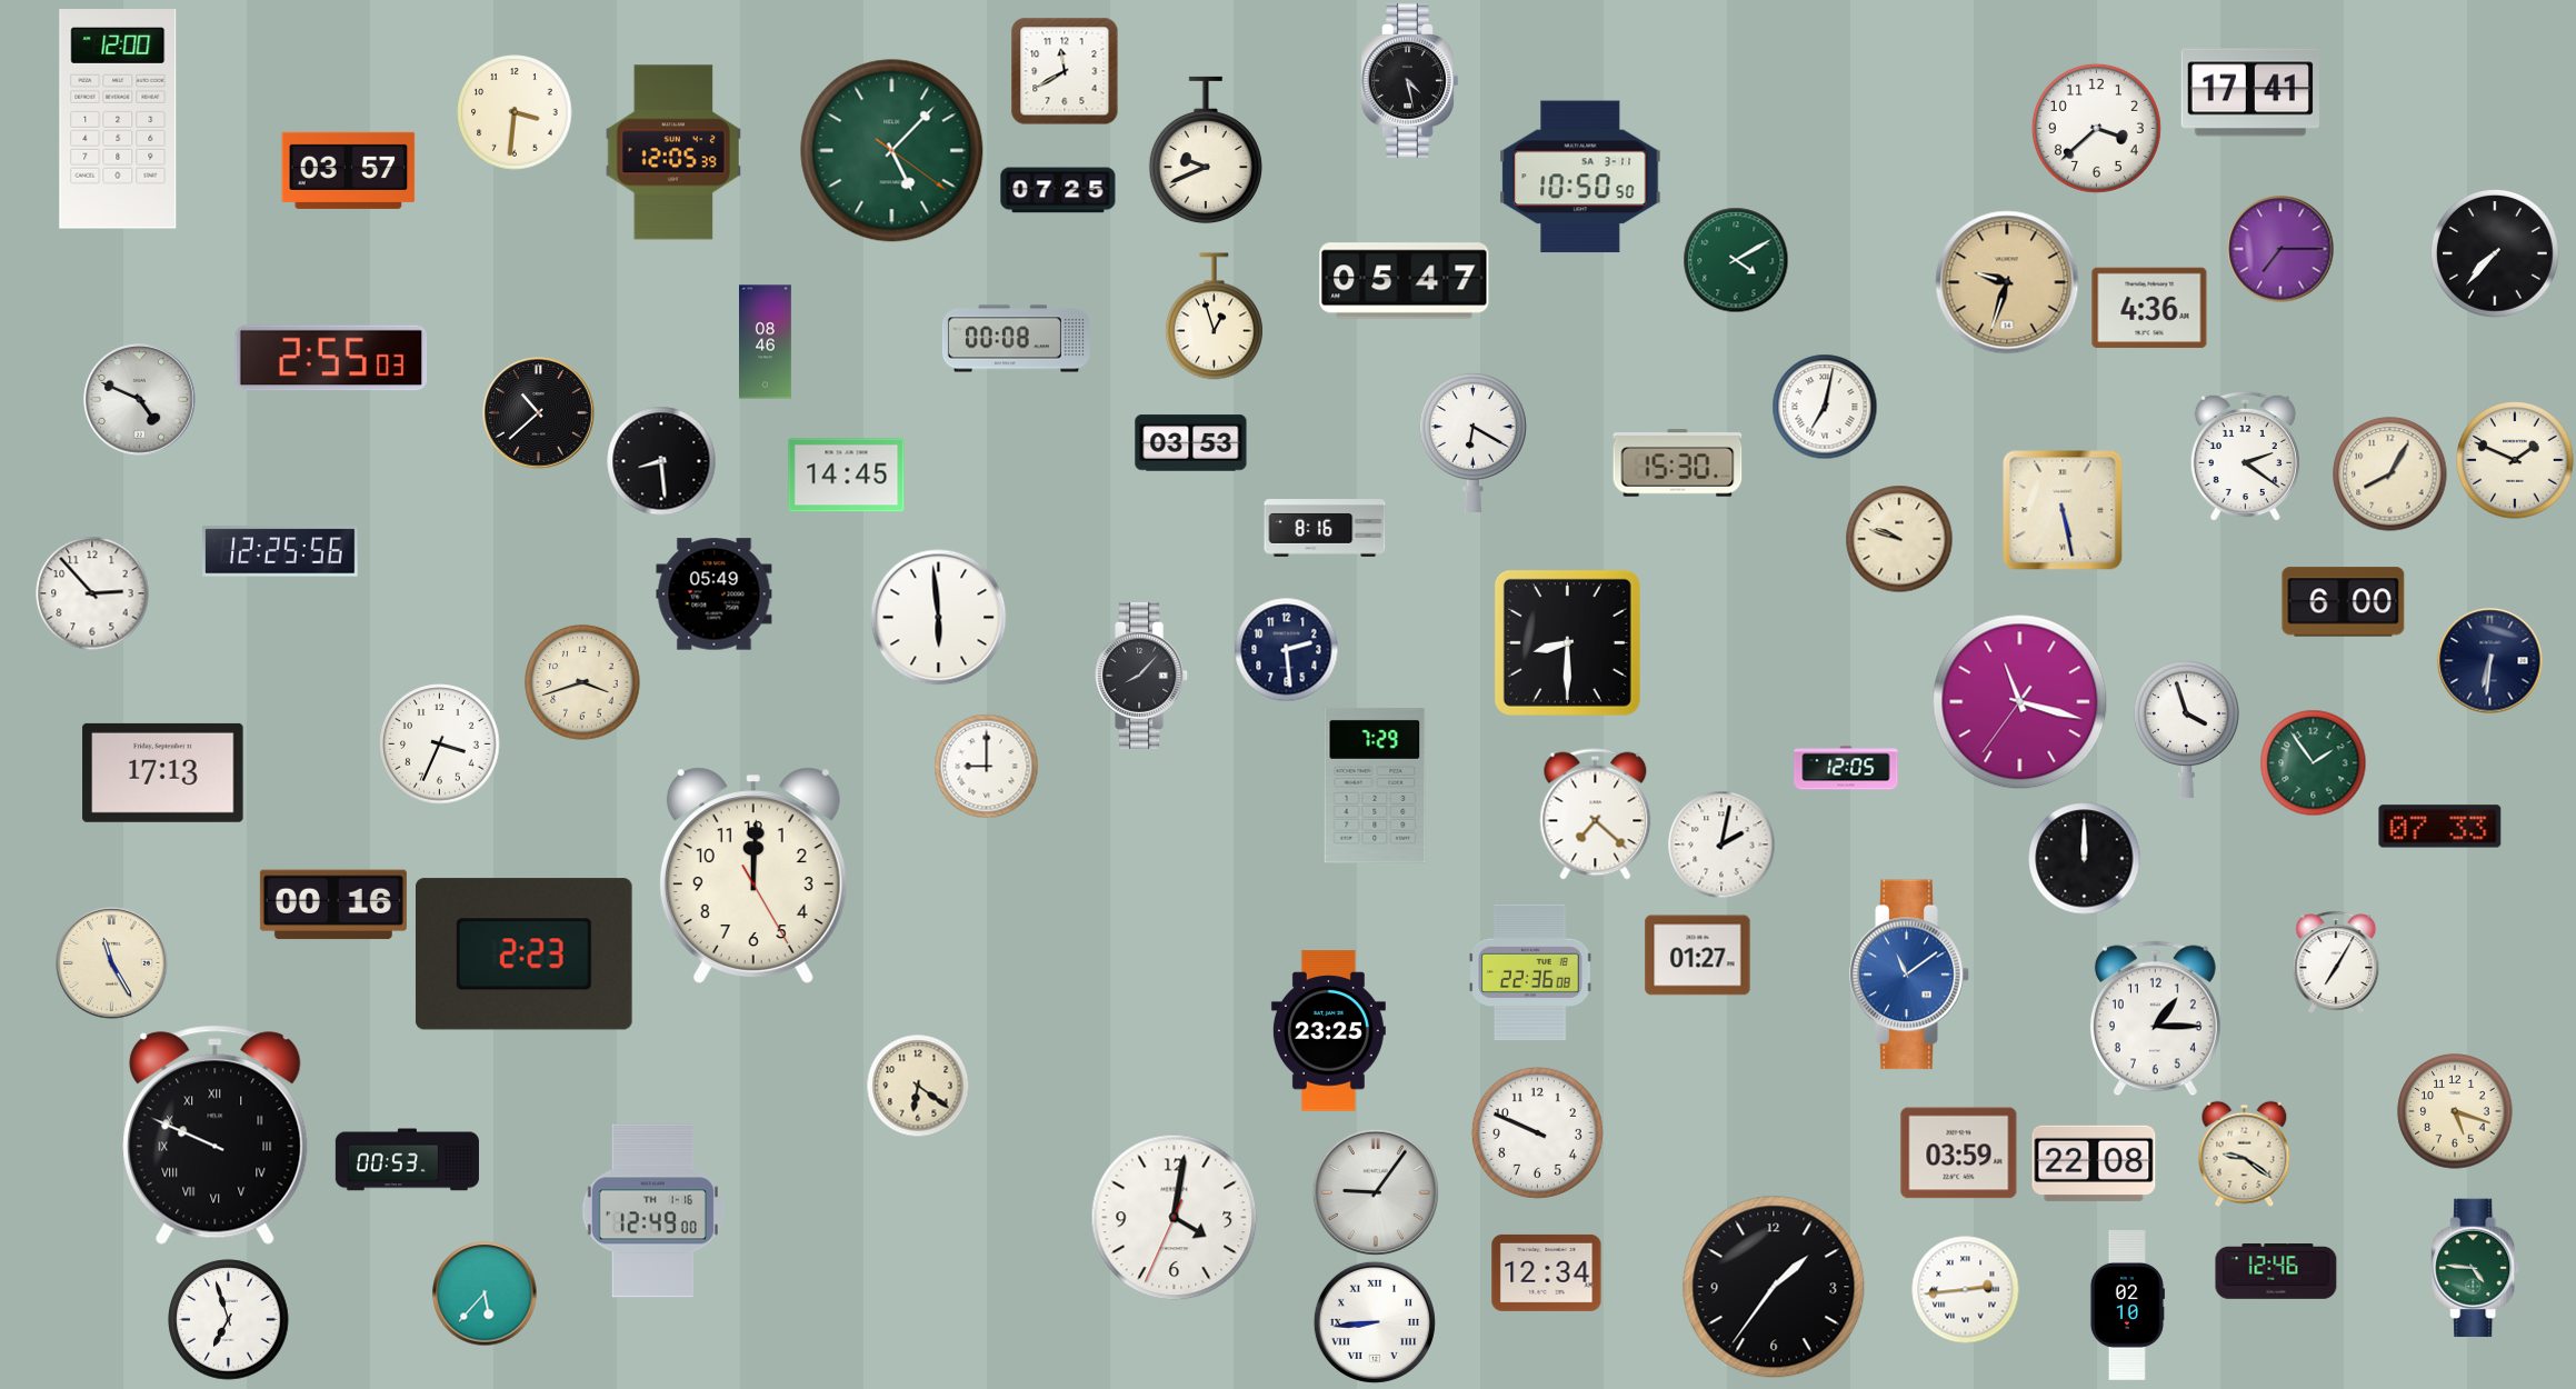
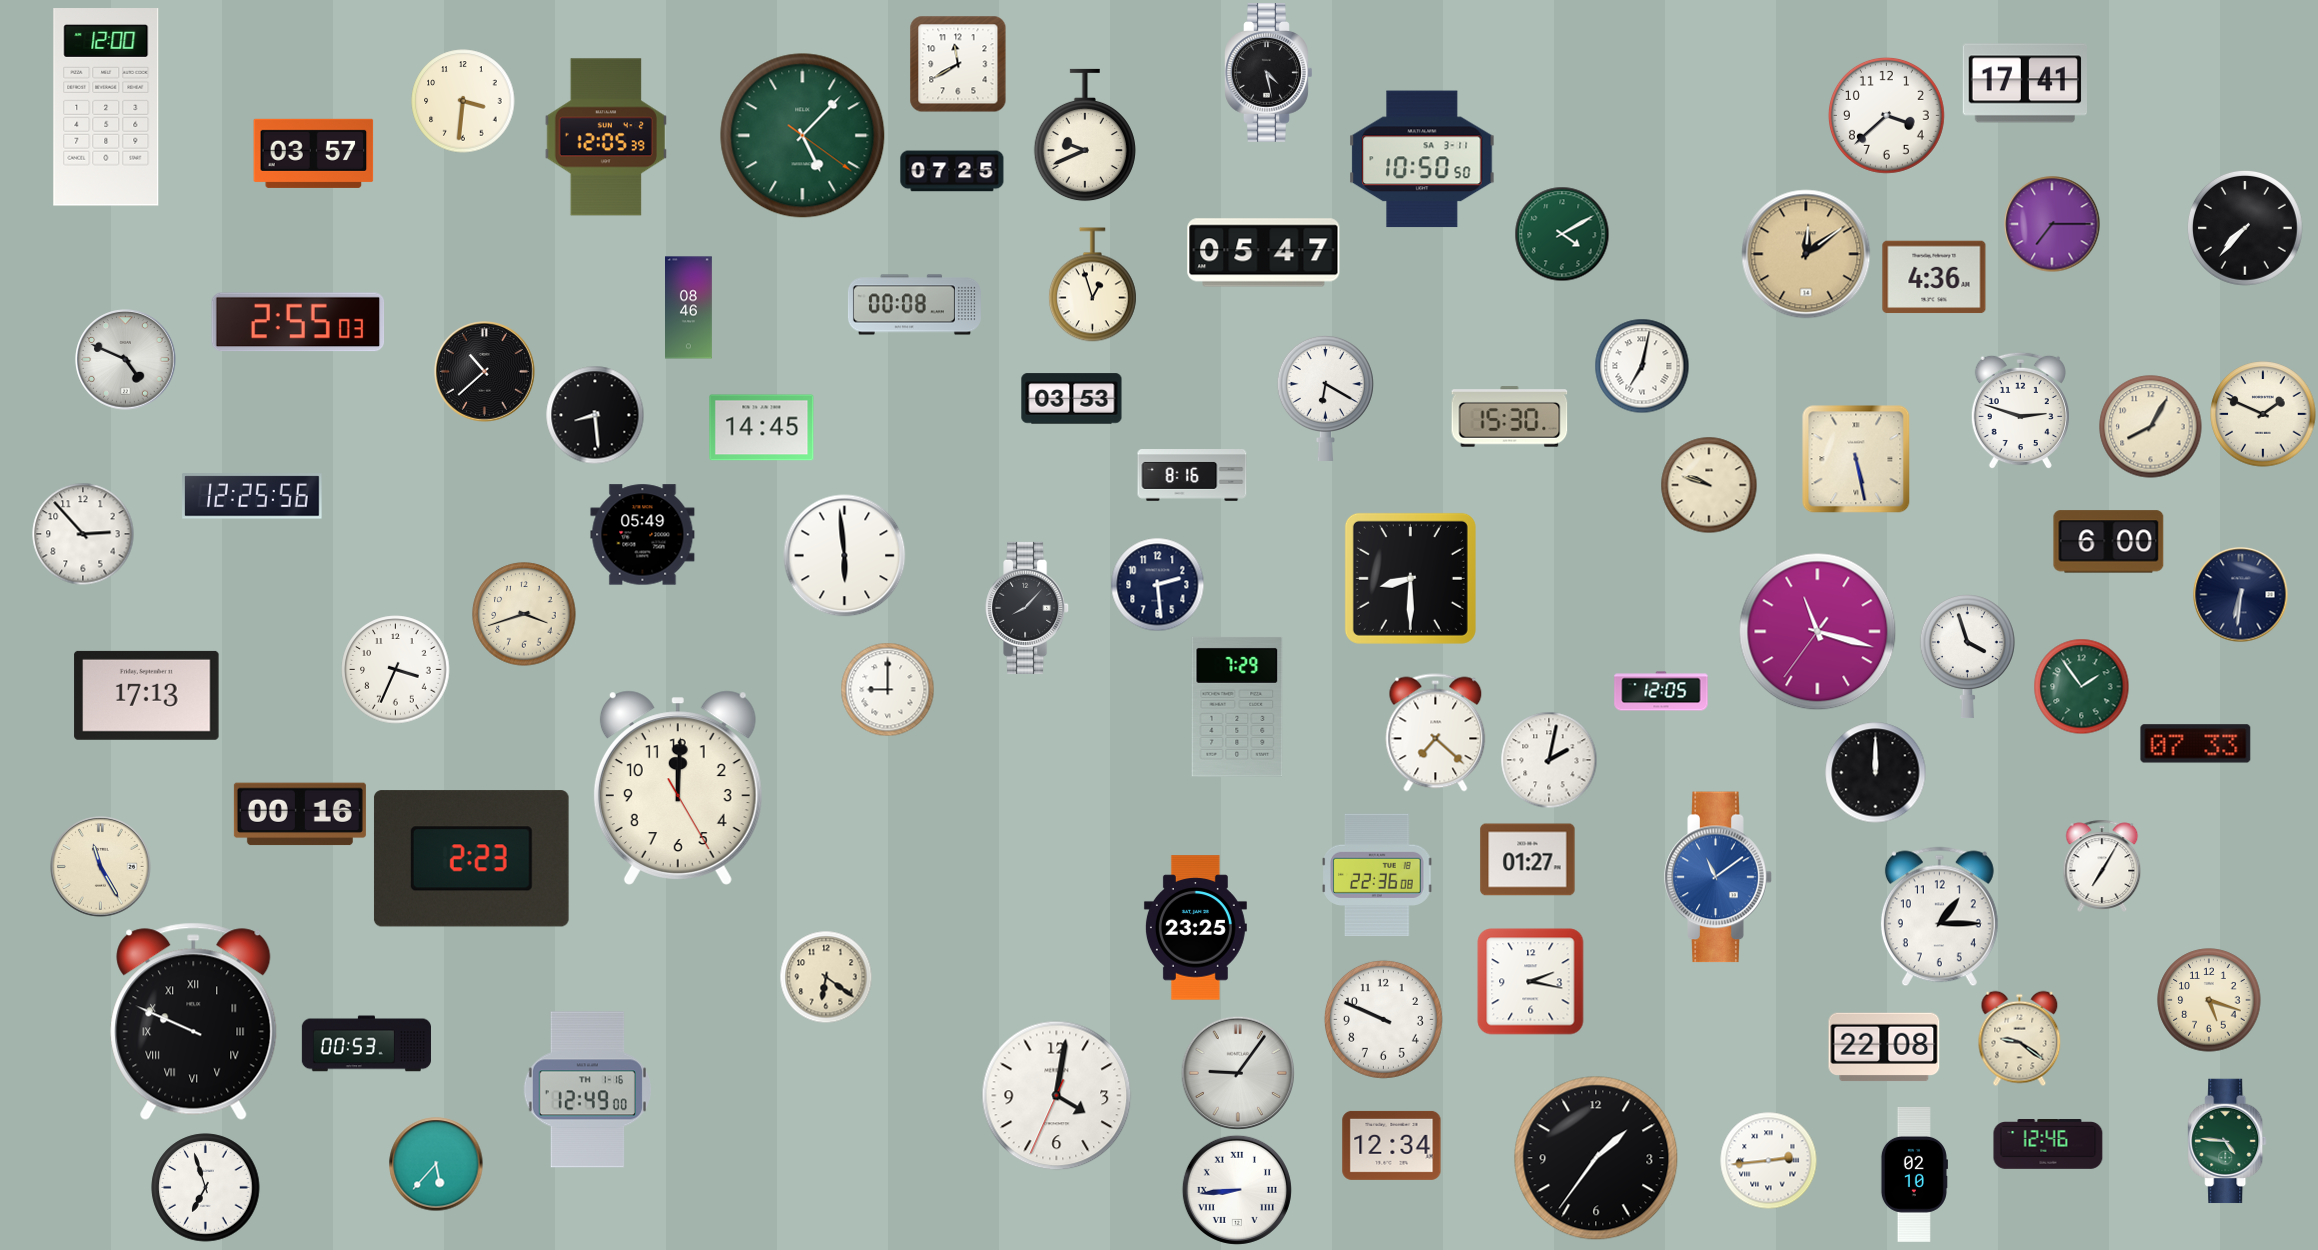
clock at (2007, 282): 9:33 -> 12:09
clock at (2245, 456): 2:21 -> 2:48
clock at (1531, 982): none -> 2:17
clock at (1959, 1153): 03:59 -> none
